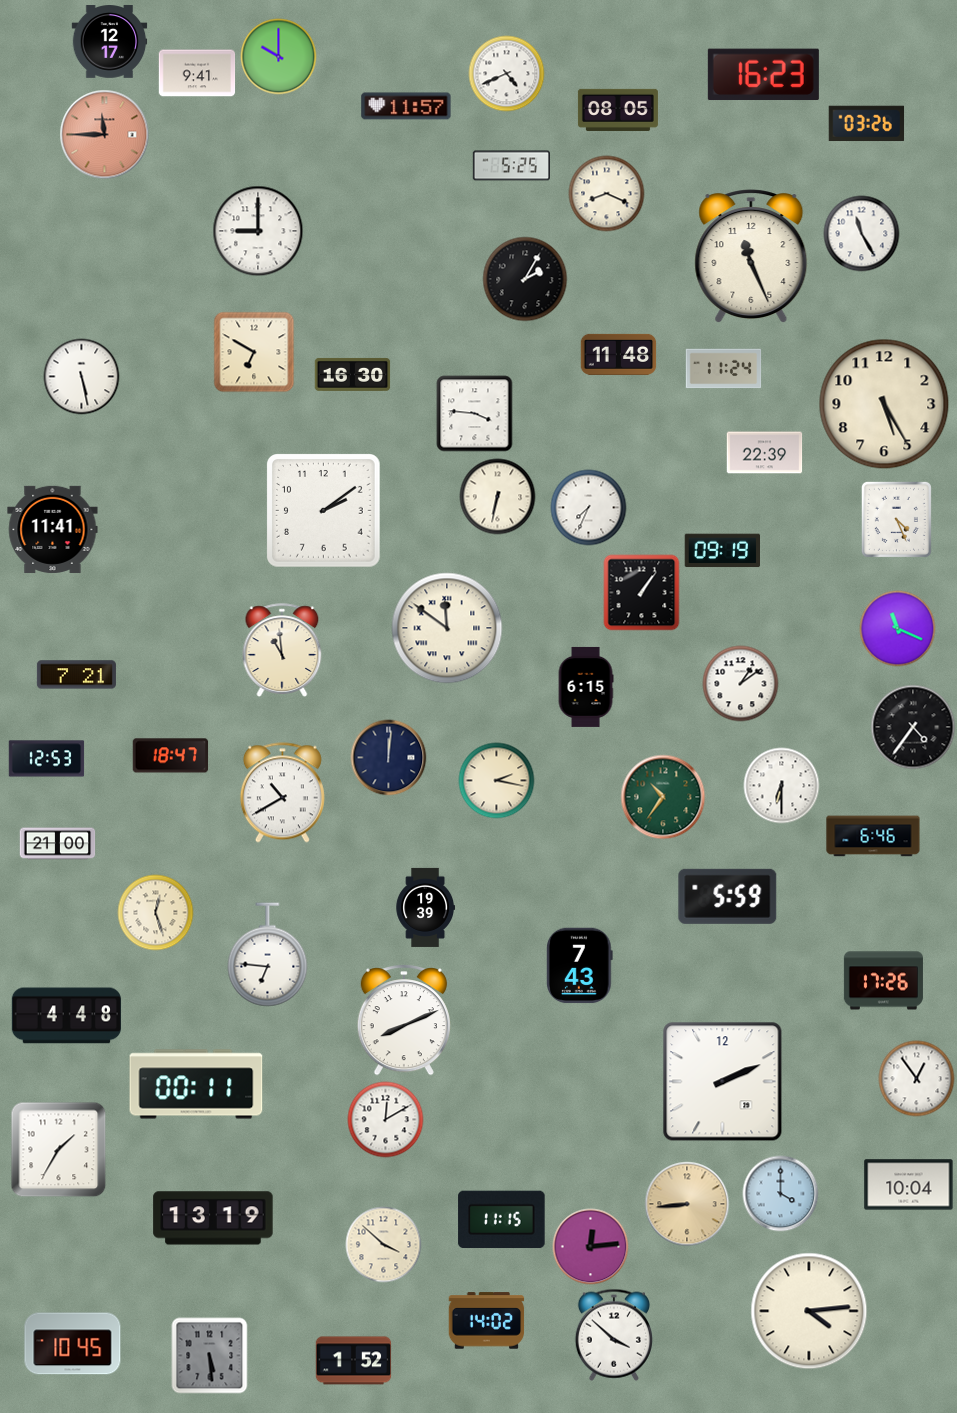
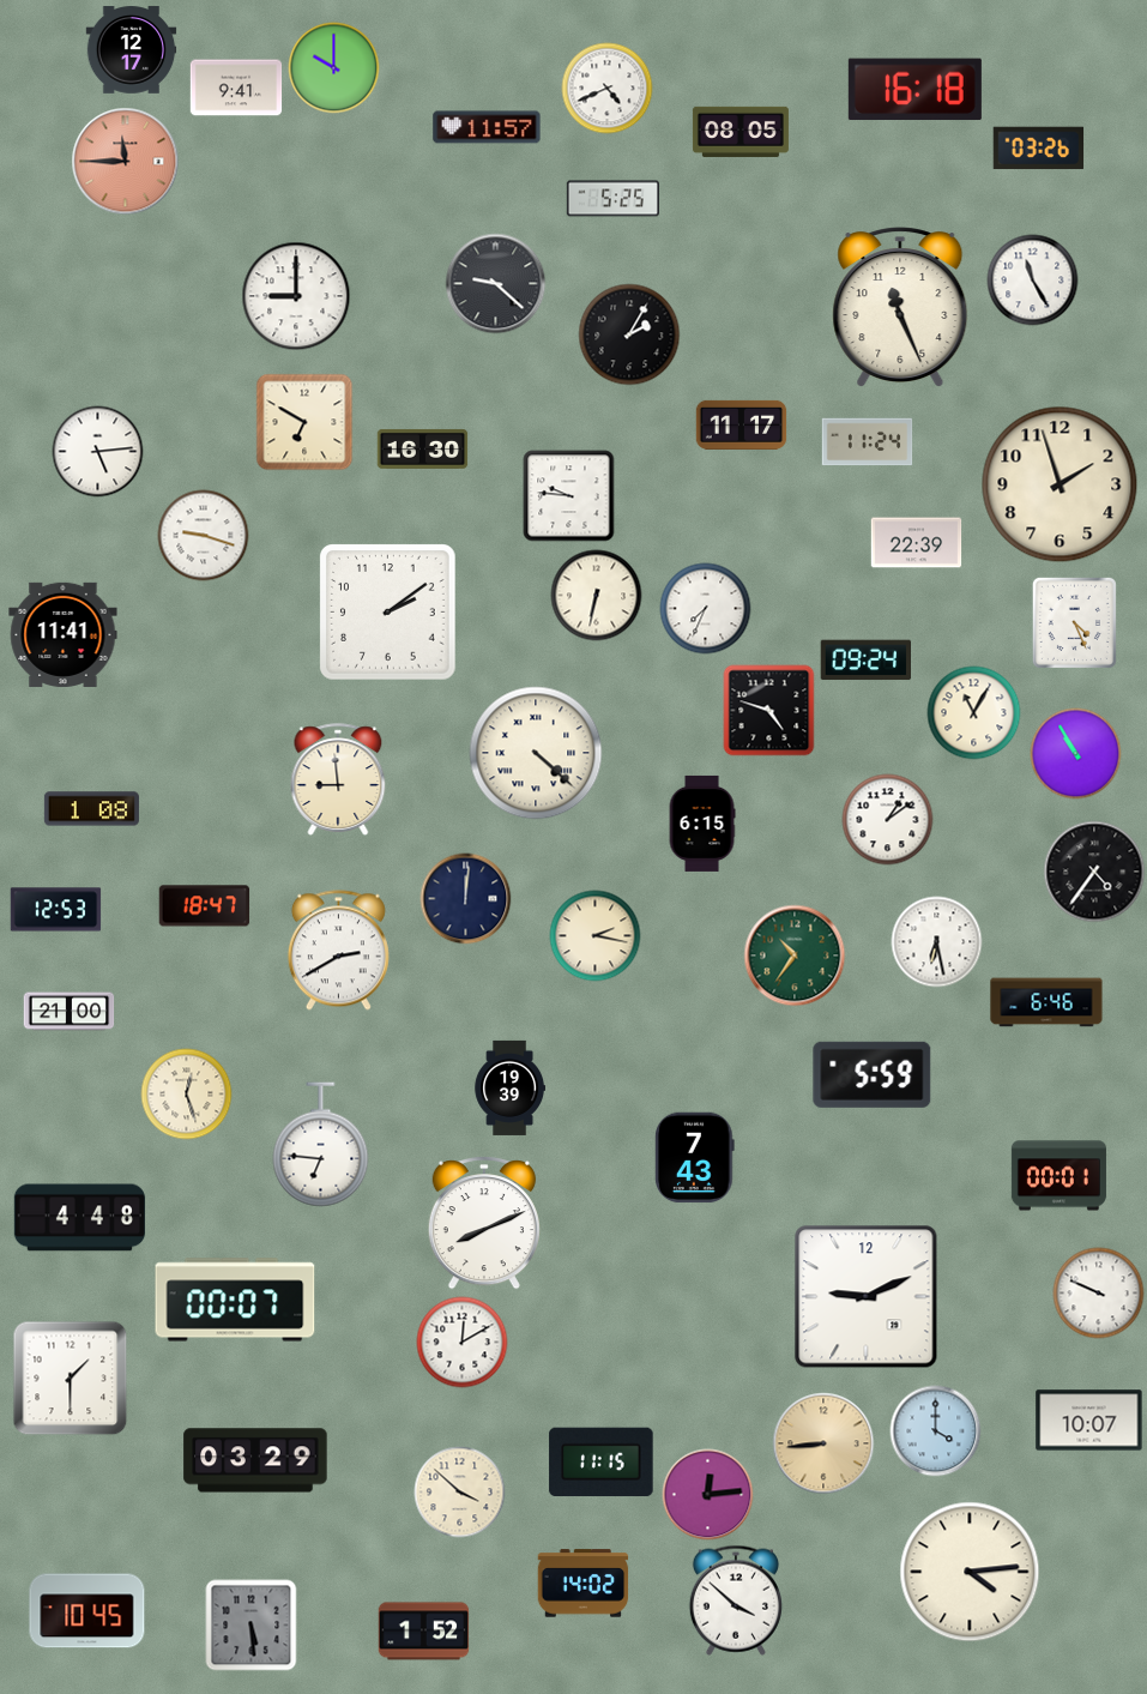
clock at (763, 75): 16:23 -> 16:18
clock at (607, 194): 8:19 -> none
clock at (258, 231) position: (258, 231) -> (296, 296)
clock at (496, 284): none -> 9:22
clock at (619, 354): 11:48 -> 11:17
clock at (82, 377): 5:28 -> 5:14
clock at (884, 404): 5:25 -> 1:57
clock at (475, 414): 3:46 -> 9:46
clock at (204, 536): none -> 9:18
clock at (722, 551): 09:19 -> 09:24
clock at (642, 593): 1:06 -> 4:48
clock at (974, 713): none -> 11:05
clock at (447, 628): 11:51 -> 4:22
clock at (898, 629): 11:19 -> 10:55
clock at (282, 650): 10:59 -> 8:59
clock at (76, 675): 7:21 -> 1:08
clock at (389, 758) position: (389, 758) -> (466, 899)
clock at (782, 786): 6:30 -> 6:28
clock at (282, 793): 10:40 -> 2:40
clock at (883, 981): 17:26 -> 00:01
clock at (917, 1079): 12:54 -> 9:49
clock at (723, 1082): 2:11 -> 9:11
clock at (196, 1084): 00:11 -> 00:07
clock at (59, 1150): 1:35 -> 1:30
clock at (909, 1185): 10:04 -> 10:07
clock at (213, 1218): 13:19 -> 03:29
